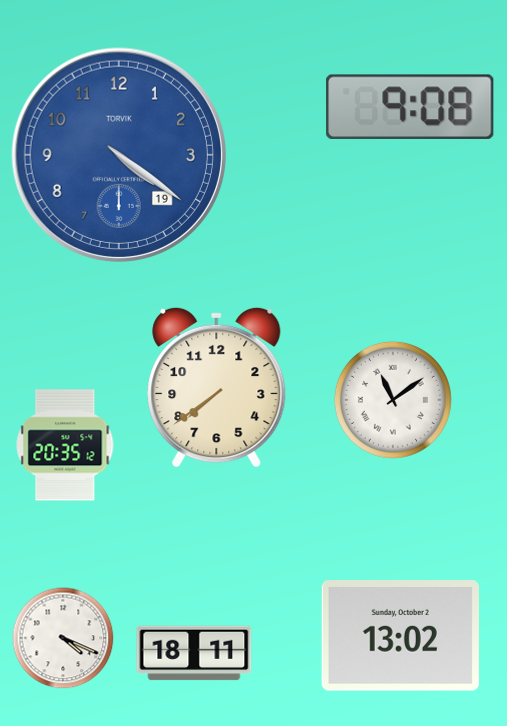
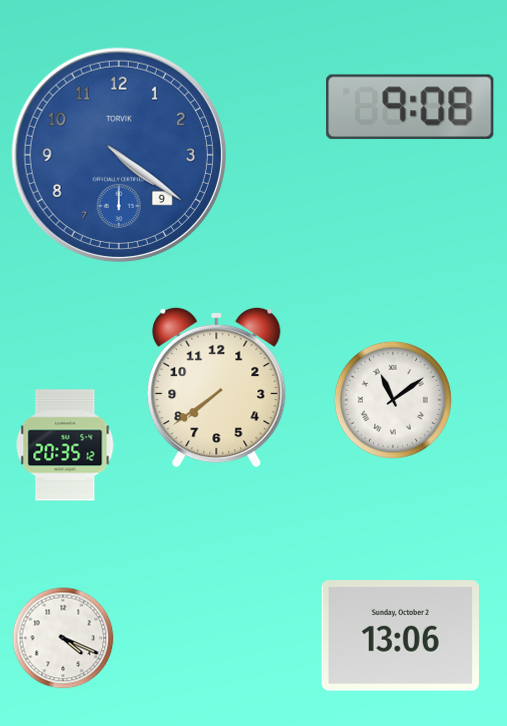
clock at (118, 154) date: 19 -> 9
clock at (400, 636): 13:02 -> 13:06
clock at (194, 653): 18:11 -> none
